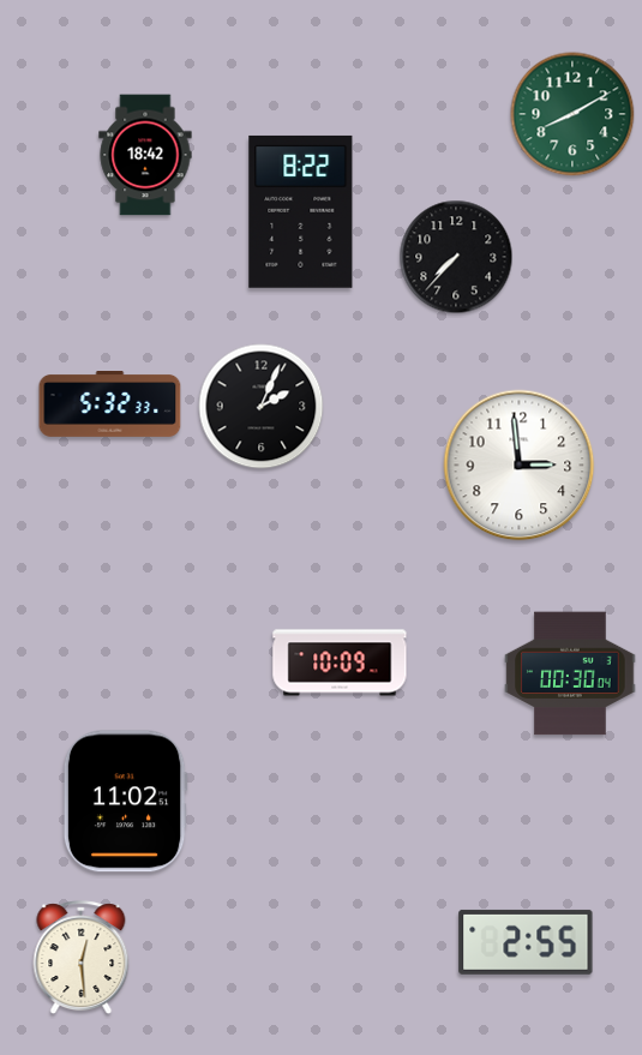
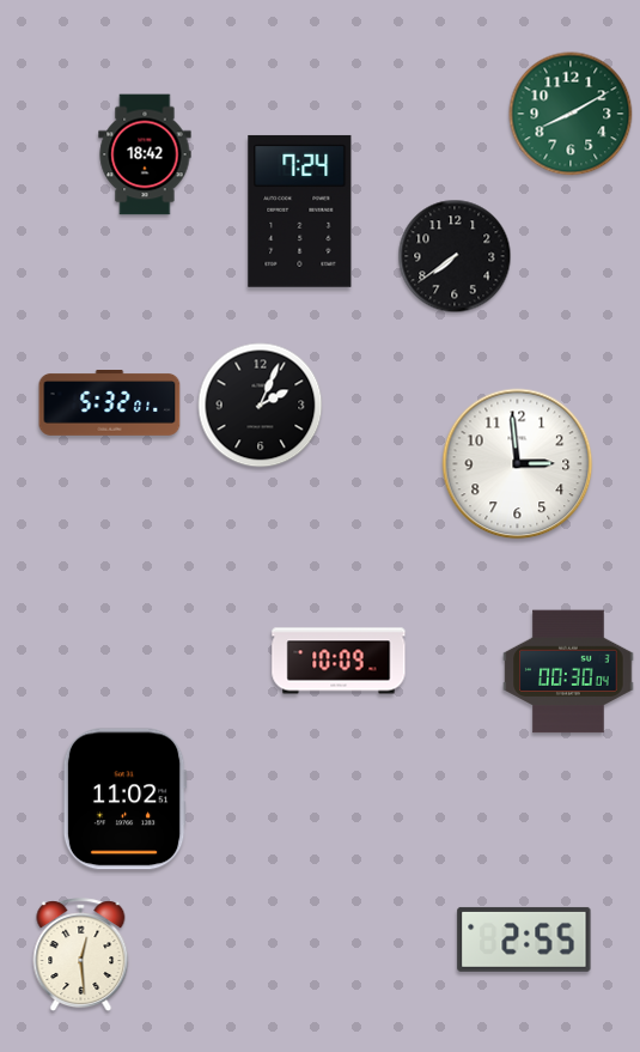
clock at (301, 211): 8:22 -> 7:24
clock at (456, 257): 7:37 -> 7:39
clock at (110, 404): 5:32:33 -> 5:32:01
